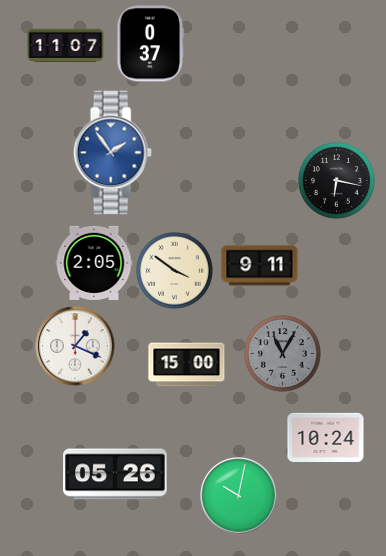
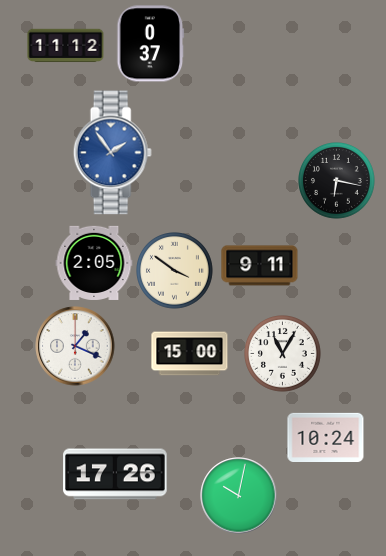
clock at (66, 46): 11:07 -> 11:12
clock at (283, 354) dial: grey -> white
clock at (187, 365) position: (187, 365) -> (190, 354)
clock at (115, 474): 05:26 -> 17:26
